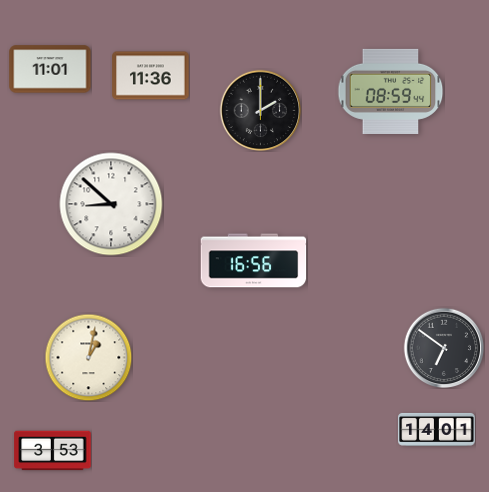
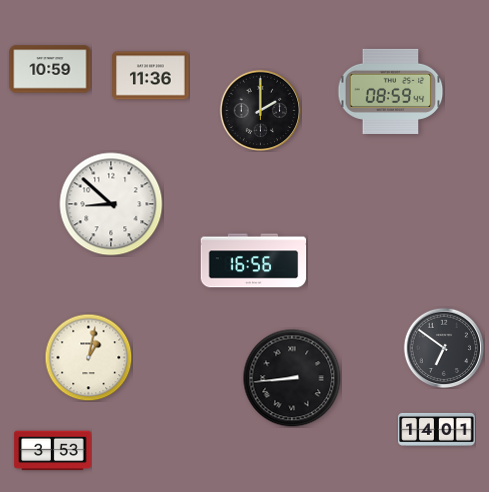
clock at (50, 69): 11:01 -> 10:59
clock at (292, 378): none -> 8:44
